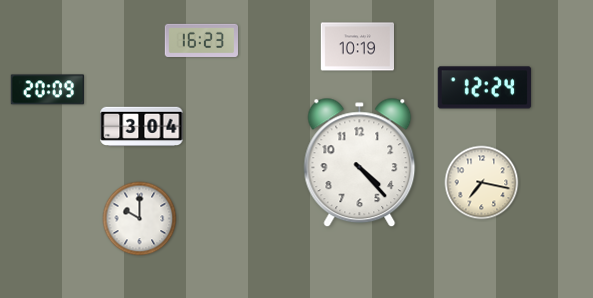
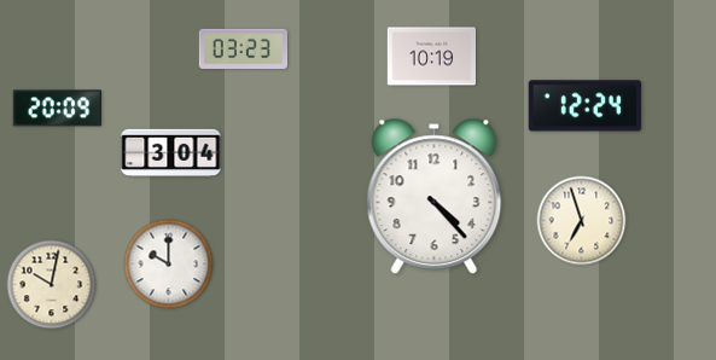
clock at (201, 40): 16:23 -> 03:23
clock at (482, 183): 7:17 -> 6:57
clock at (52, 285): none -> 10:02
